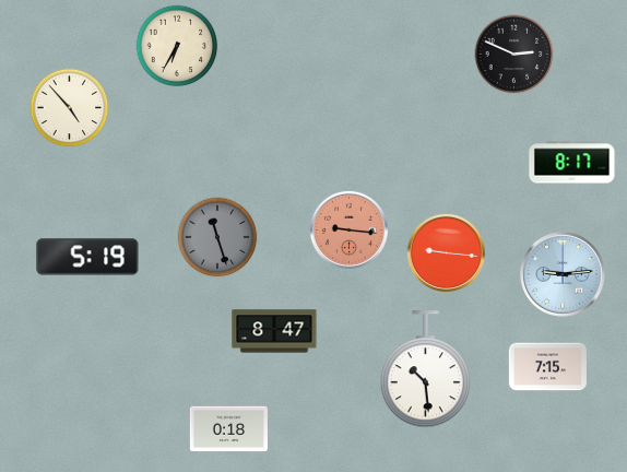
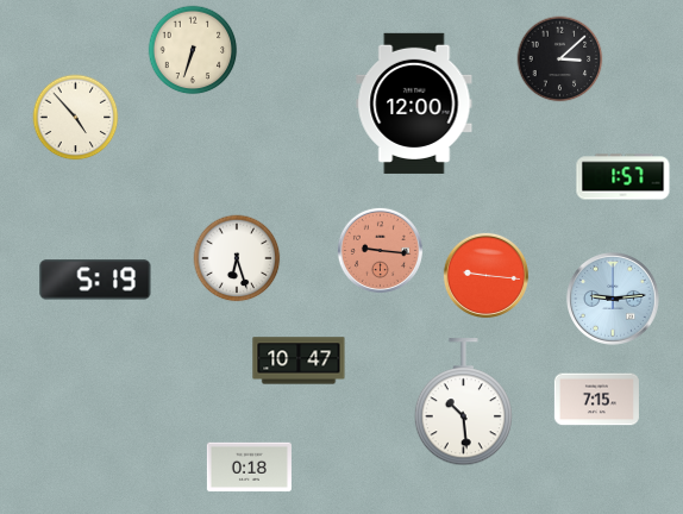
clock at (177, 46): 6:35 -> 6:33
clock at (514, 55): 2:49 -> 3:08
clock at (414, 104): none -> 12:00
clock at (572, 163): 8:17 -> 1:57
clock at (217, 237): 11:27 -> 6:27
clock at (217, 237) dial: grey -> white
clock at (274, 331): 8:47 -> 10:47
